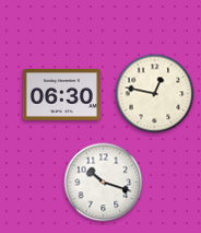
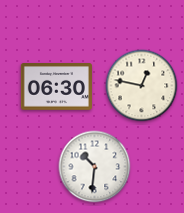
clock at (104, 183): 10:18 -> 10:31
